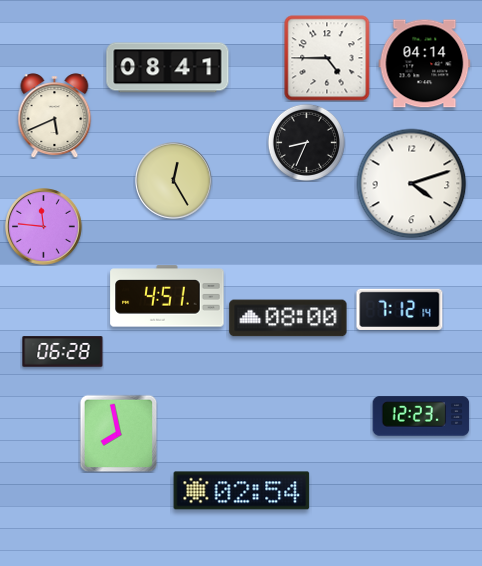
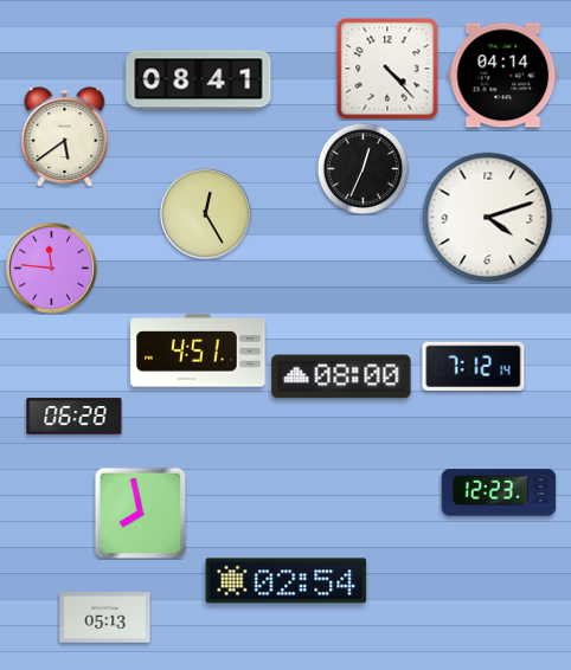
clock at (327, 58): 4:45 -> 4:23
clock at (55, 116): 5:41 -> 5:39
clock at (306, 142): 8:34 -> 12:34
clock at (105, 618): none -> 05:13
